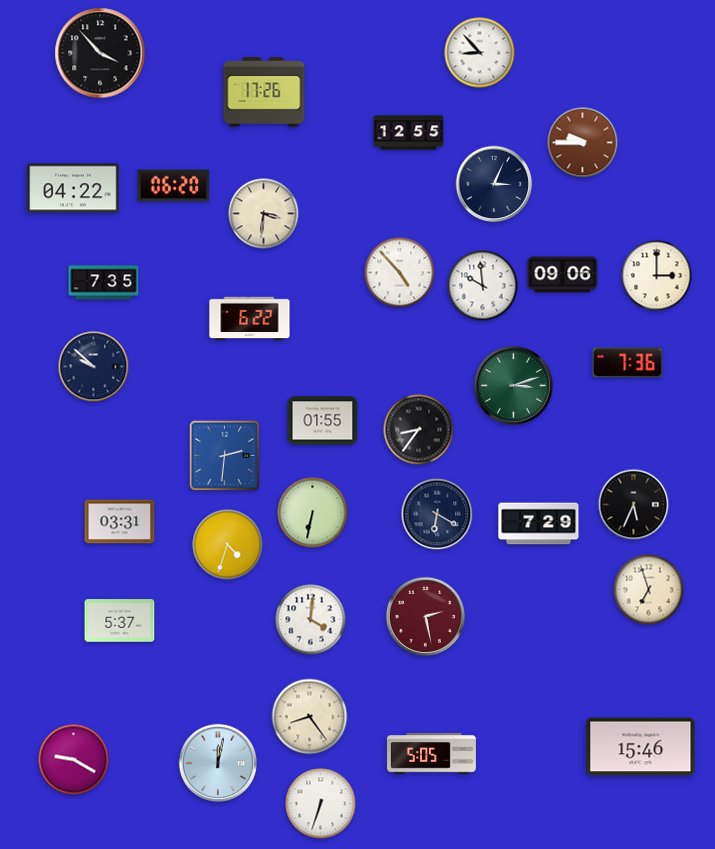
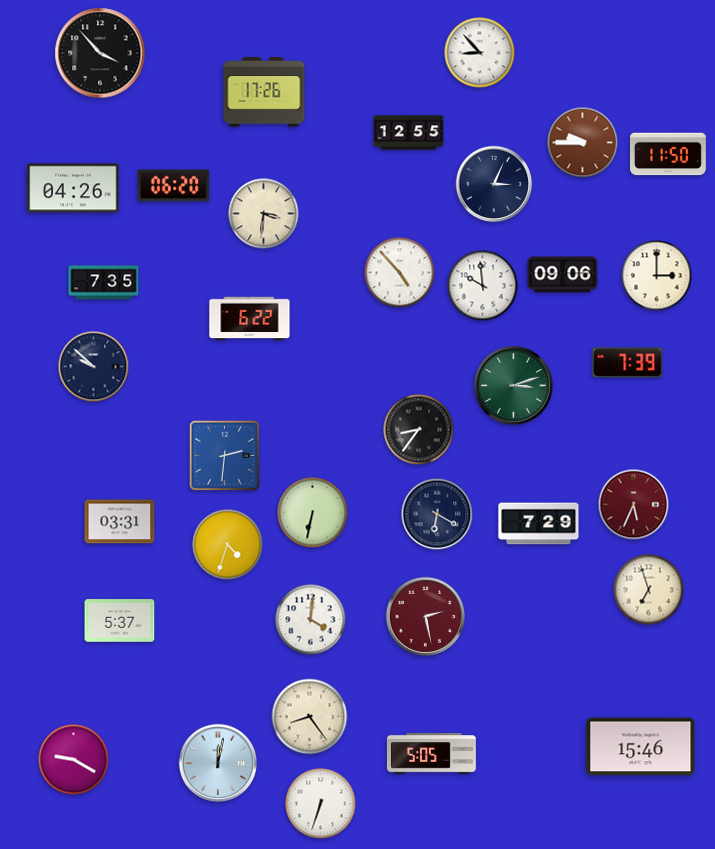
clock at (669, 154): none -> 11:50
clock at (73, 188): 04:22 -> 04:26
clock at (628, 363): 7:36 -> 7:39
clock at (323, 421): 01:55 -> none
clock at (634, 505) dial: black -> burgundy
